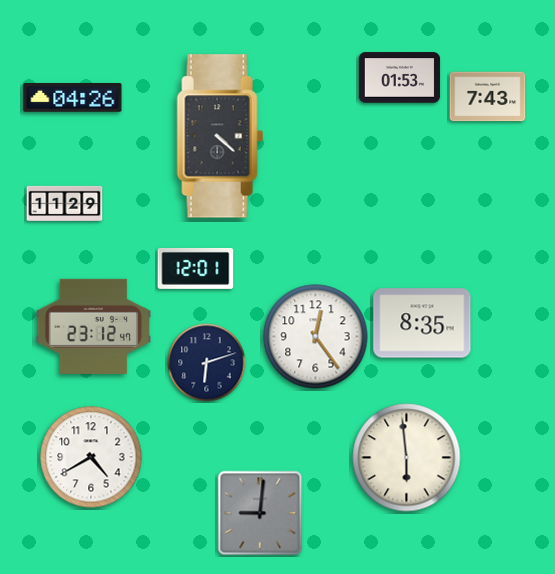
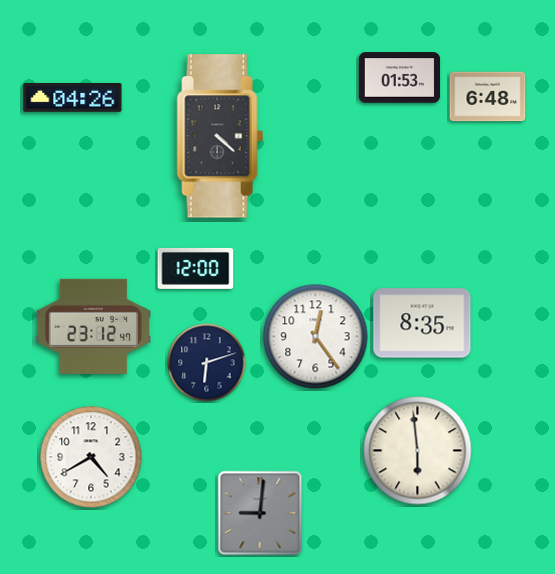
clock at (488, 97): 7:43 -> 6:48
clock at (65, 203): 11:29 -> none
clock at (196, 268): 12:01 -> 12:00
clock at (407, 458) position: (407, 458) -> (418, 451)
